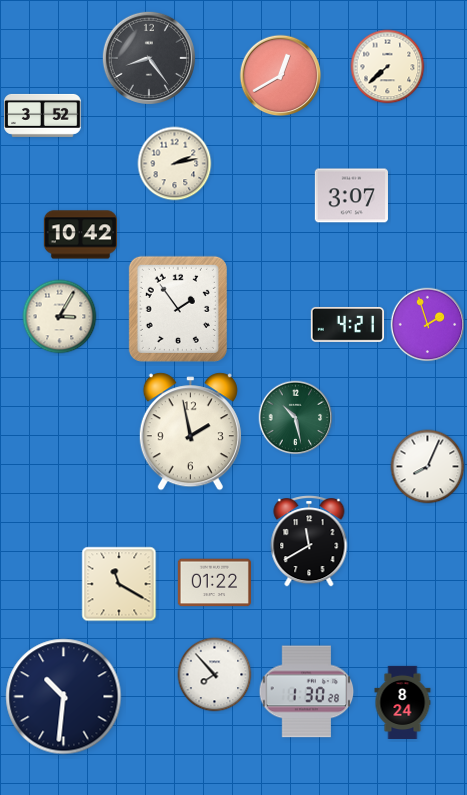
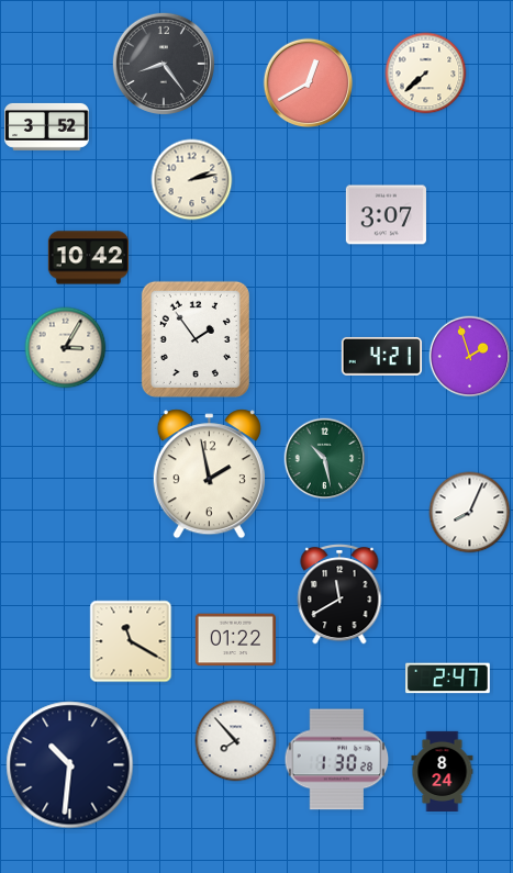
clock at (448, 679): none -> 2:47
